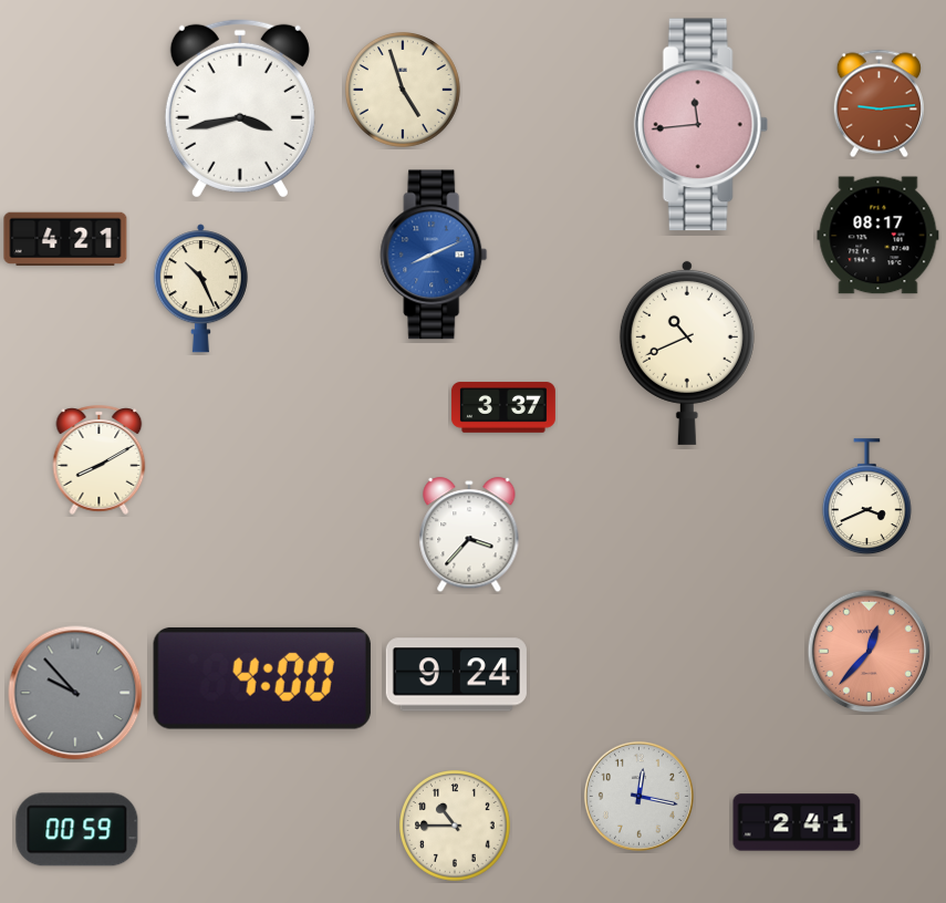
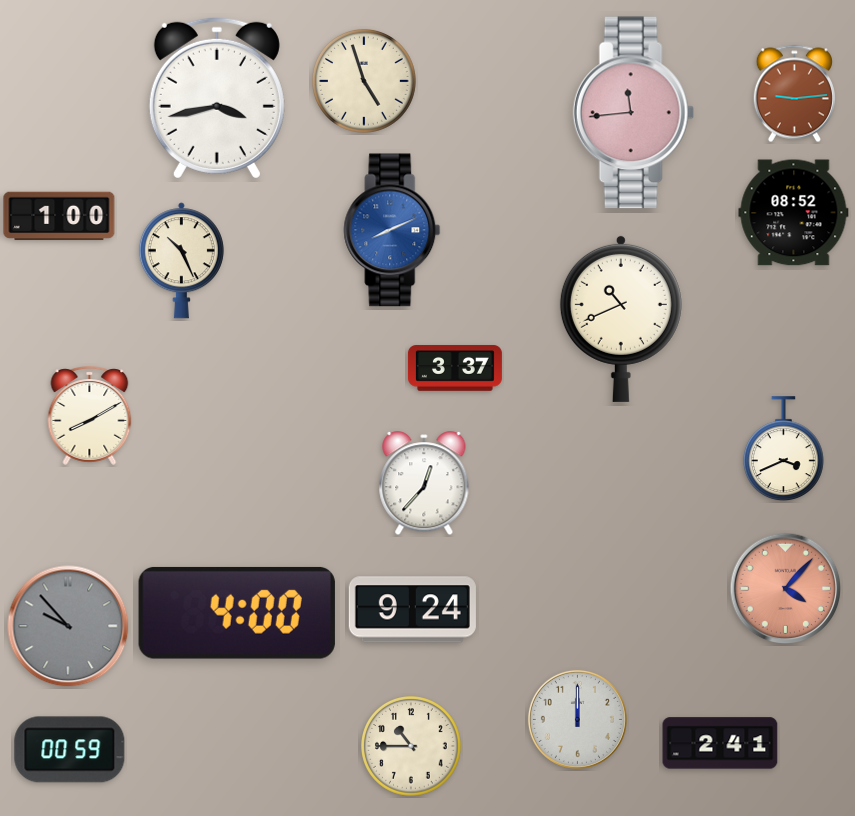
clock at (879, 236): 08:17 -> 08:52
clock at (65, 239): 4:21 -> 1:00
clock at (469, 536): 3:37 -> 12:37
clock at (870, 652): 12:37 -> 4:07
clock at (638, 796): 12:17 -> 12:00
